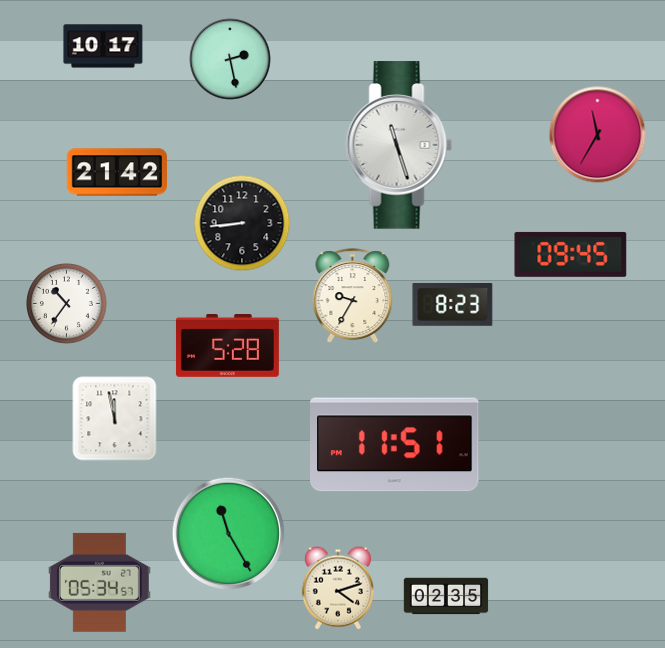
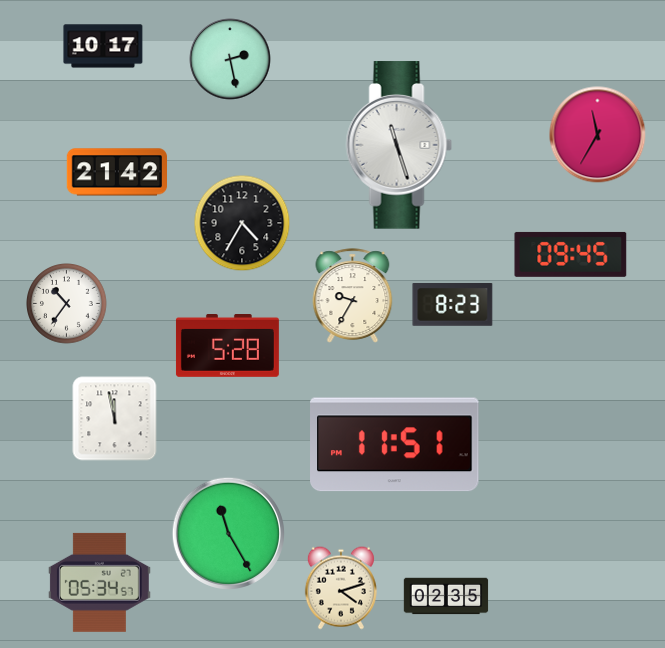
clock at (242, 223): 8:44 -> 4:35
clock at (338, 588) position: (338, 588) -> (341, 588)
